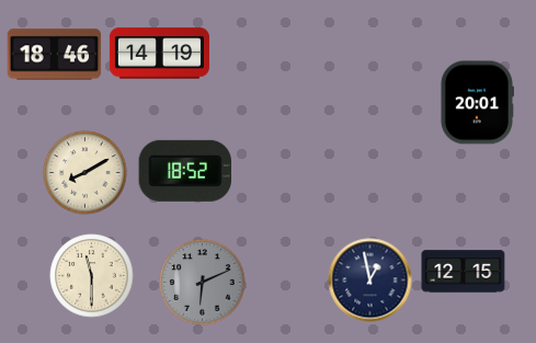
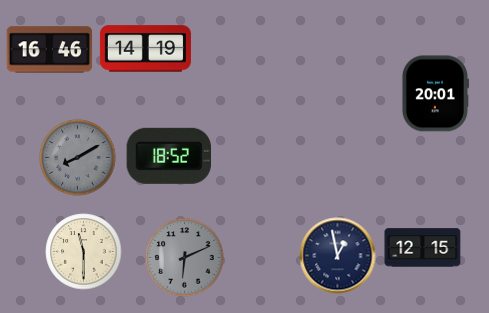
clock at (55, 55): 18:46 -> 16:46
clock at (85, 173) dial: cream -> grey
